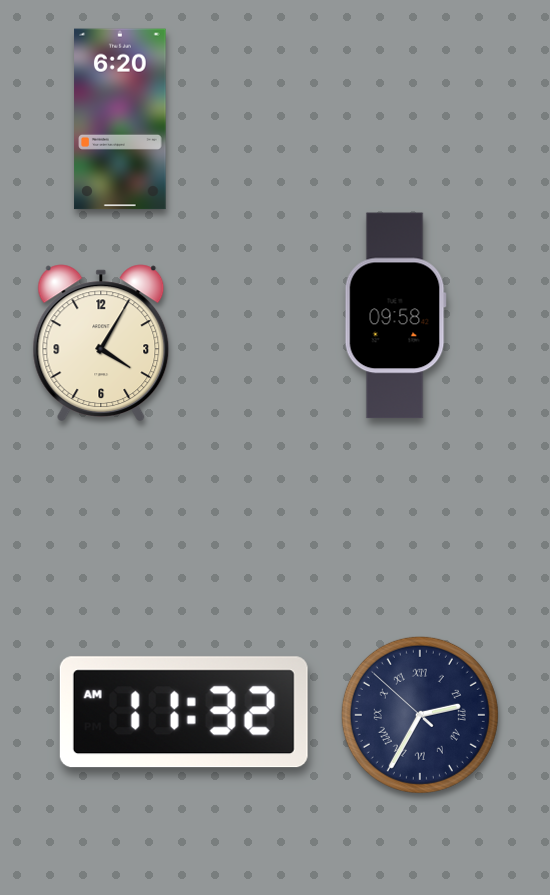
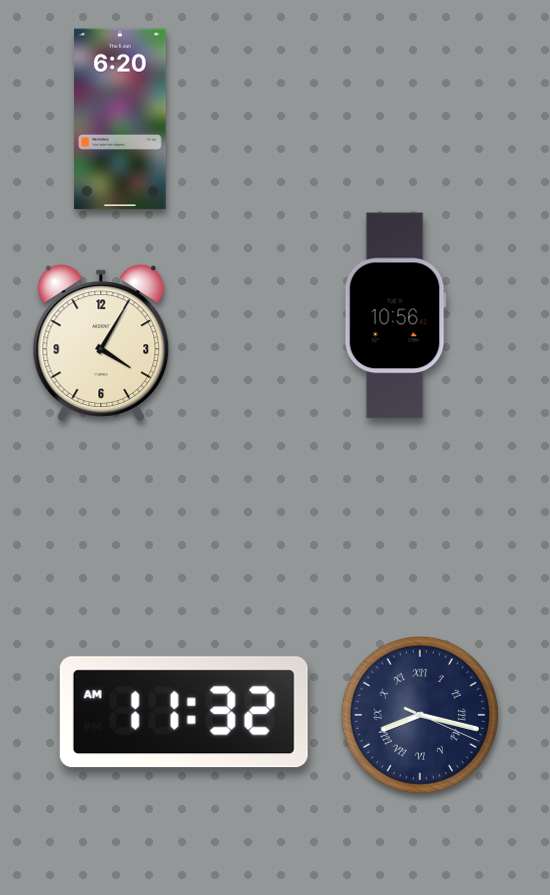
clock at (395, 316): 09:58 -> 10:56
clock at (420, 715): 2:34 -> 8:17
